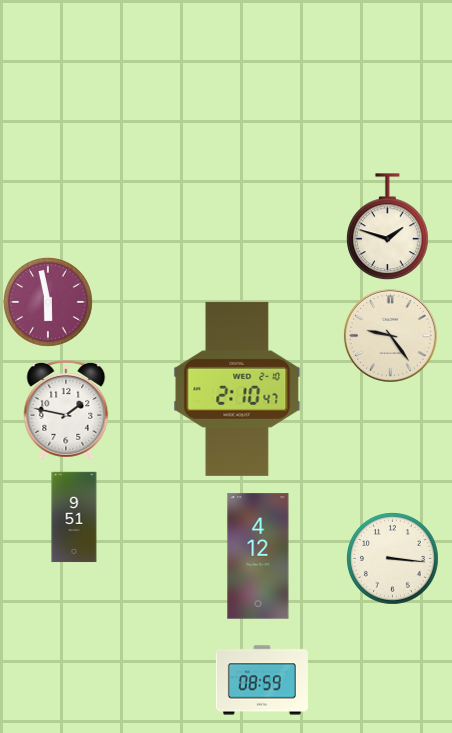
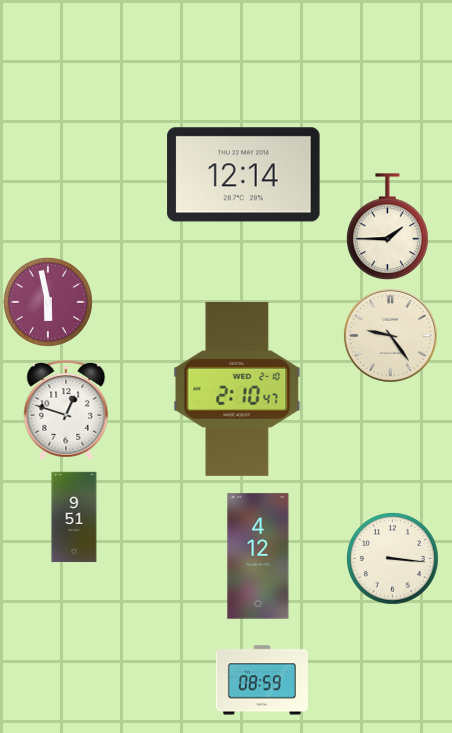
clock at (244, 175): none -> 12:14
clock at (388, 227): 1:48 -> 1:45
clock at (66, 411): 1:47 -> 12:48
